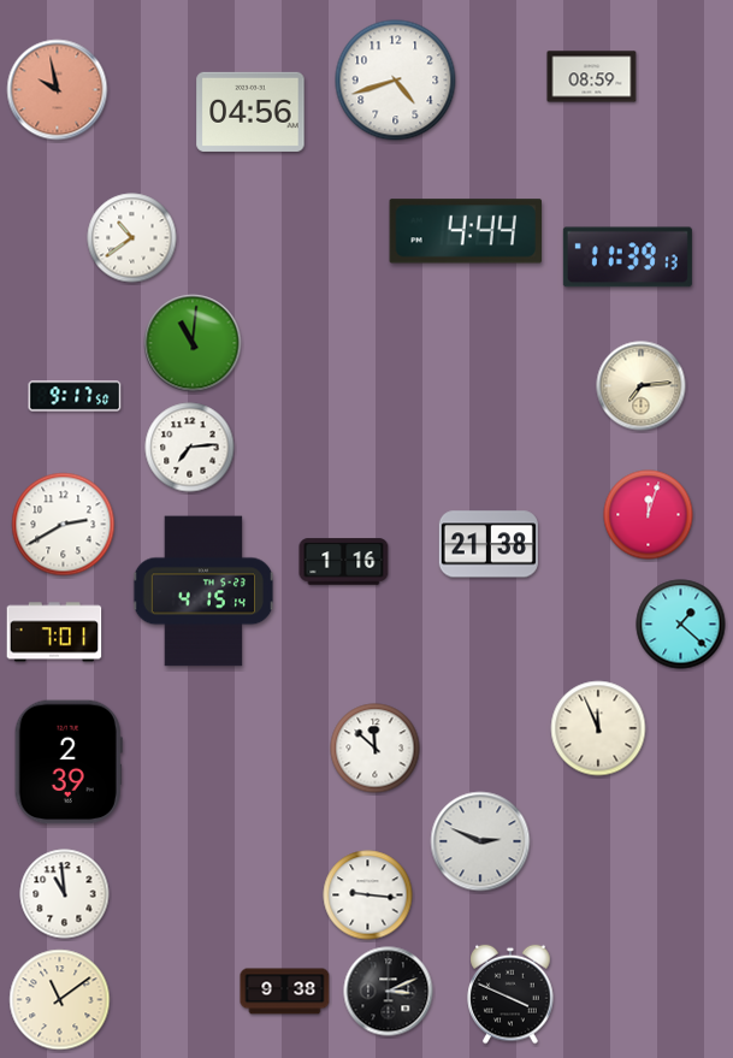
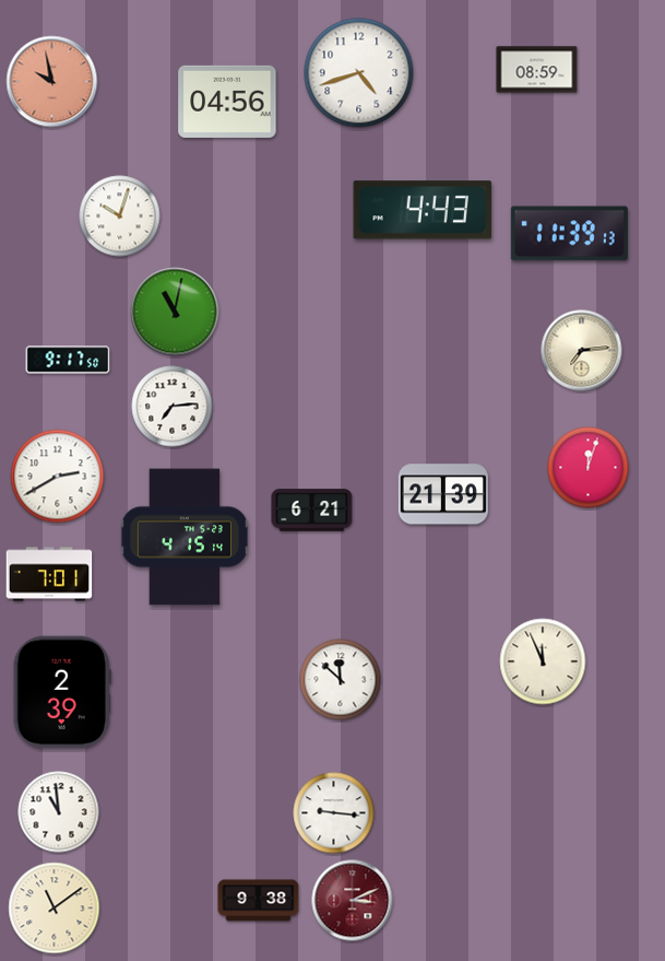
clock at (466, 231): 4:44 -> 4:43
clock at (132, 238): 10:39 -> 10:03
clock at (193, 343): 11:01 -> 11:02
clock at (489, 544): 21:38 -> 21:39
clock at (344, 562): 1:16 -> 6:21
clock at (681, 625): 1:22 -> none
clock at (480, 841): 2:49 -> none
clock at (389, 992) dial: black -> burgundy
clock at (510, 994): 3:49 -> none
